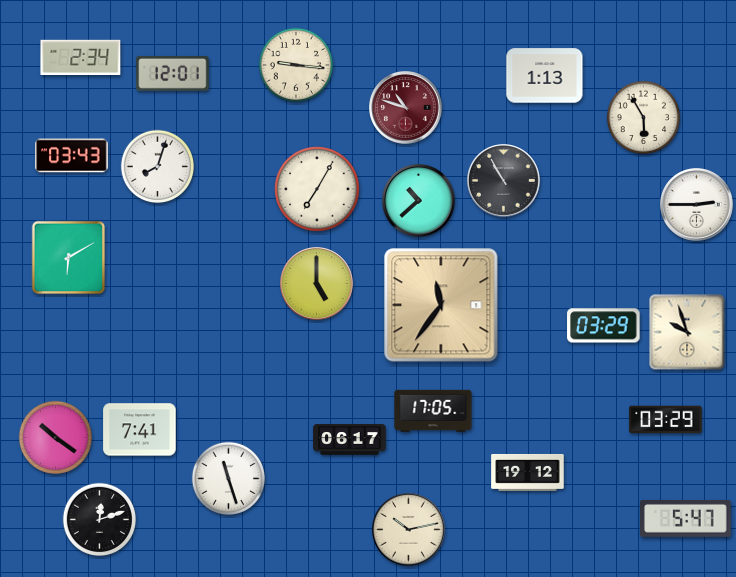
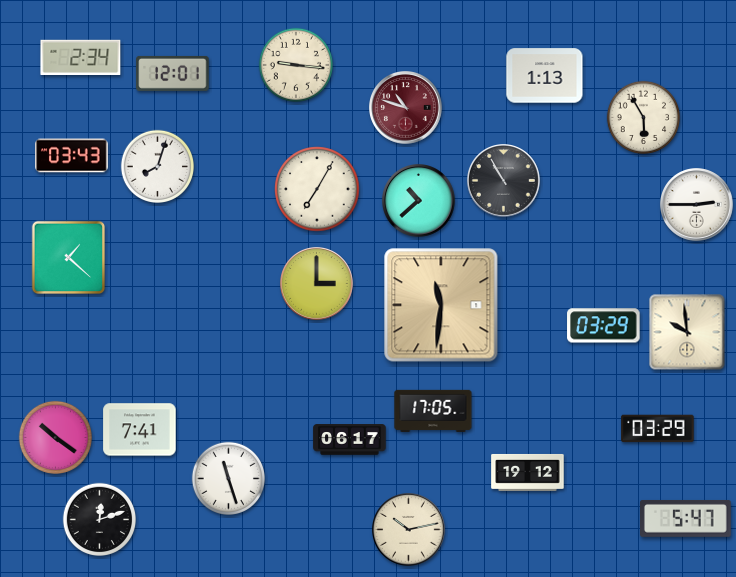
clock at (69, 258): 6:10 -> 1:22
clock at (317, 284): 5:00 -> 3:00
clock at (441, 305): 11:36 -> 11:31
clock at (687, 332): 9:57 -> 9:59
clock at (666, 420) position: (666, 420) -> (658, 429)
